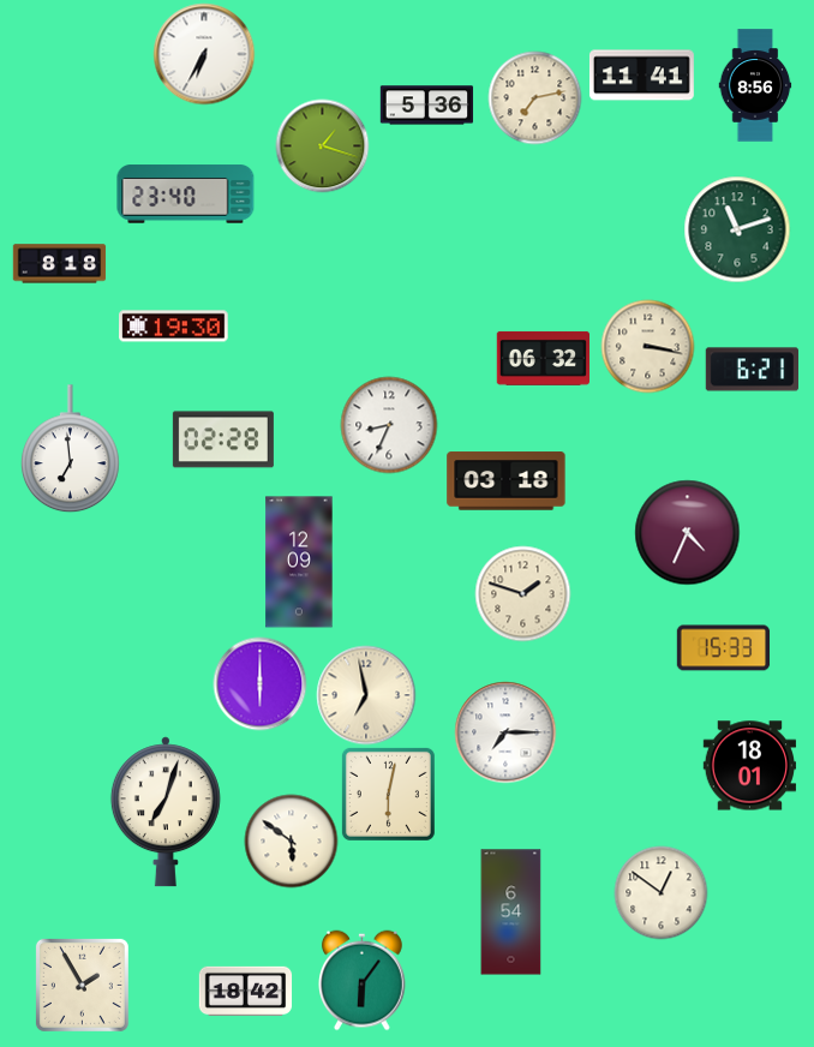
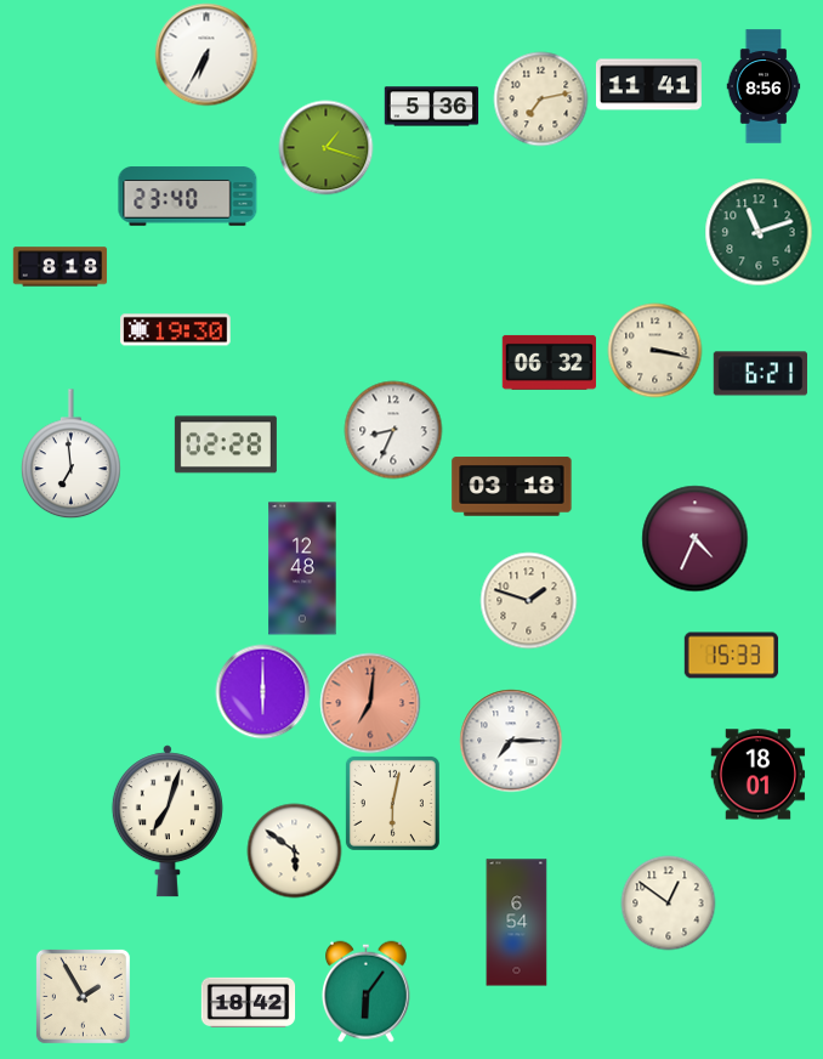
clock at (641, 76) position: (641, 76) -> (648, 85)
clock at (737, 229) position: (737, 229) -> (759, 232)
clock at (299, 562): 12:09 -> 12:48
clock at (366, 695): 6:58 -> 7:01
clock at (366, 695) dial: cream -> salmon
